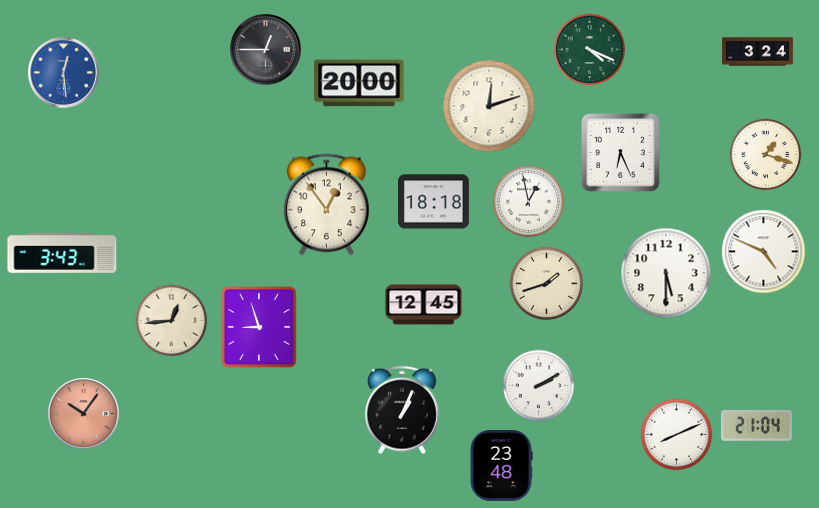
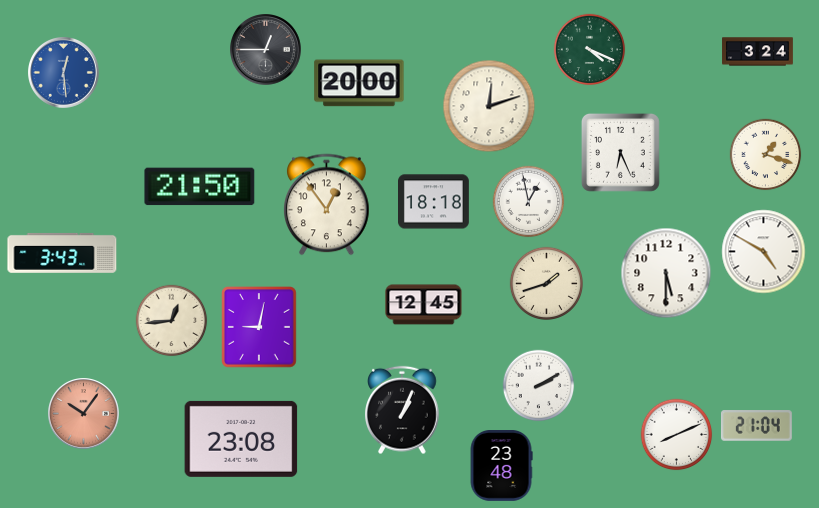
clock at (200, 187): none -> 21:50
clock at (764, 252): 4:49 -> 4:50
clock at (259, 327): 8:57 -> 9:02
clock at (241, 439): none -> 23:08
